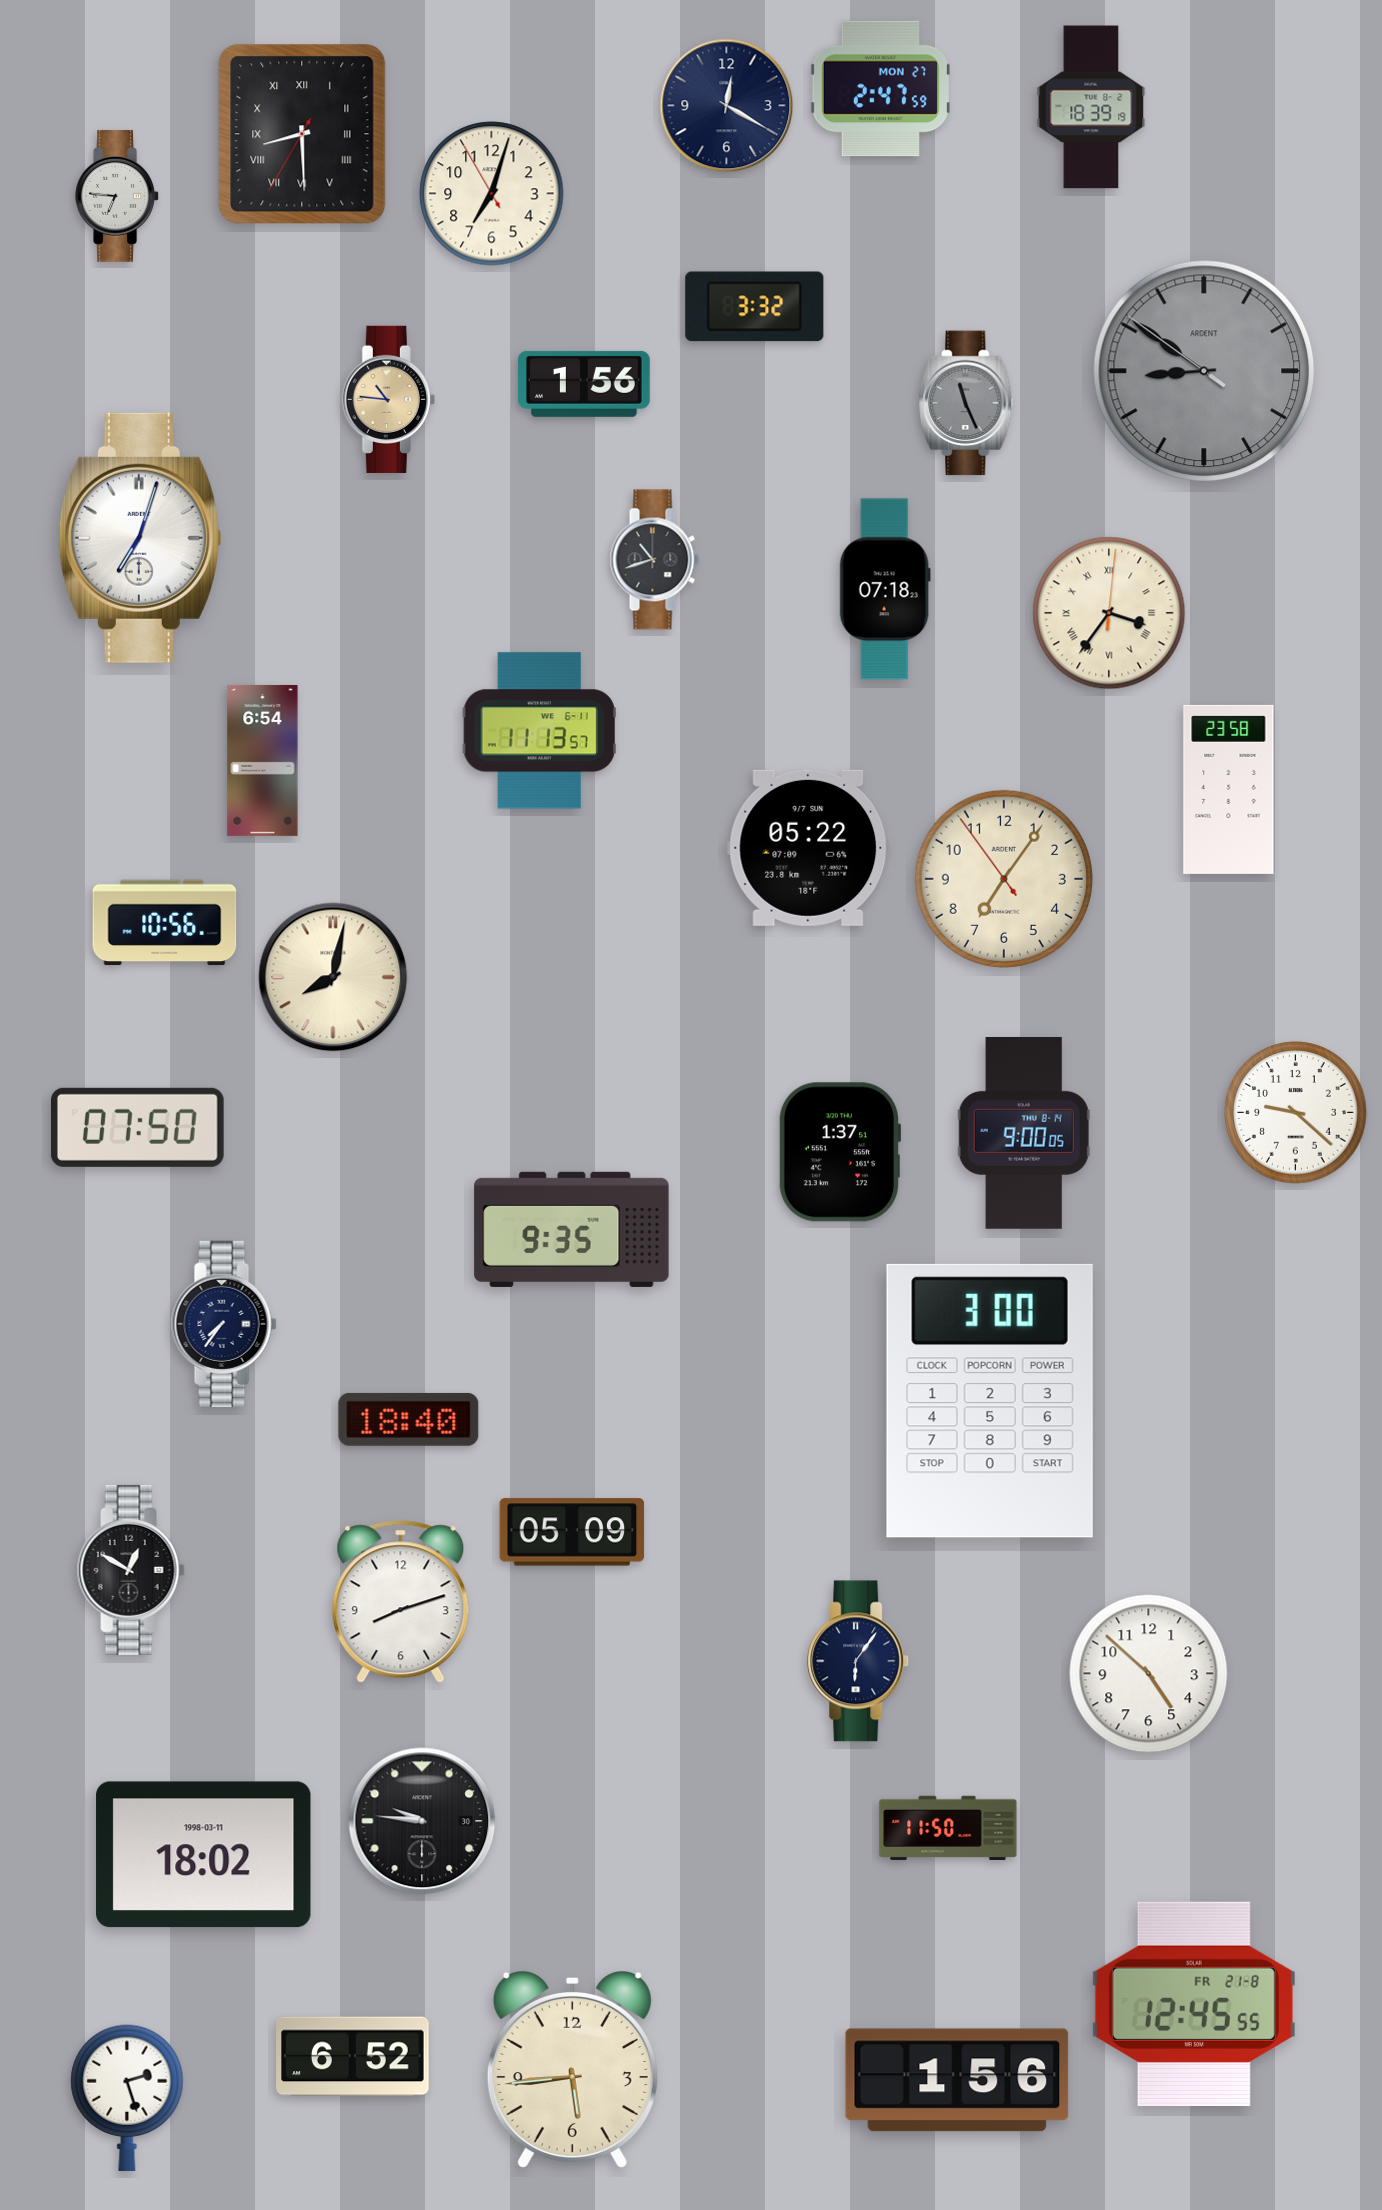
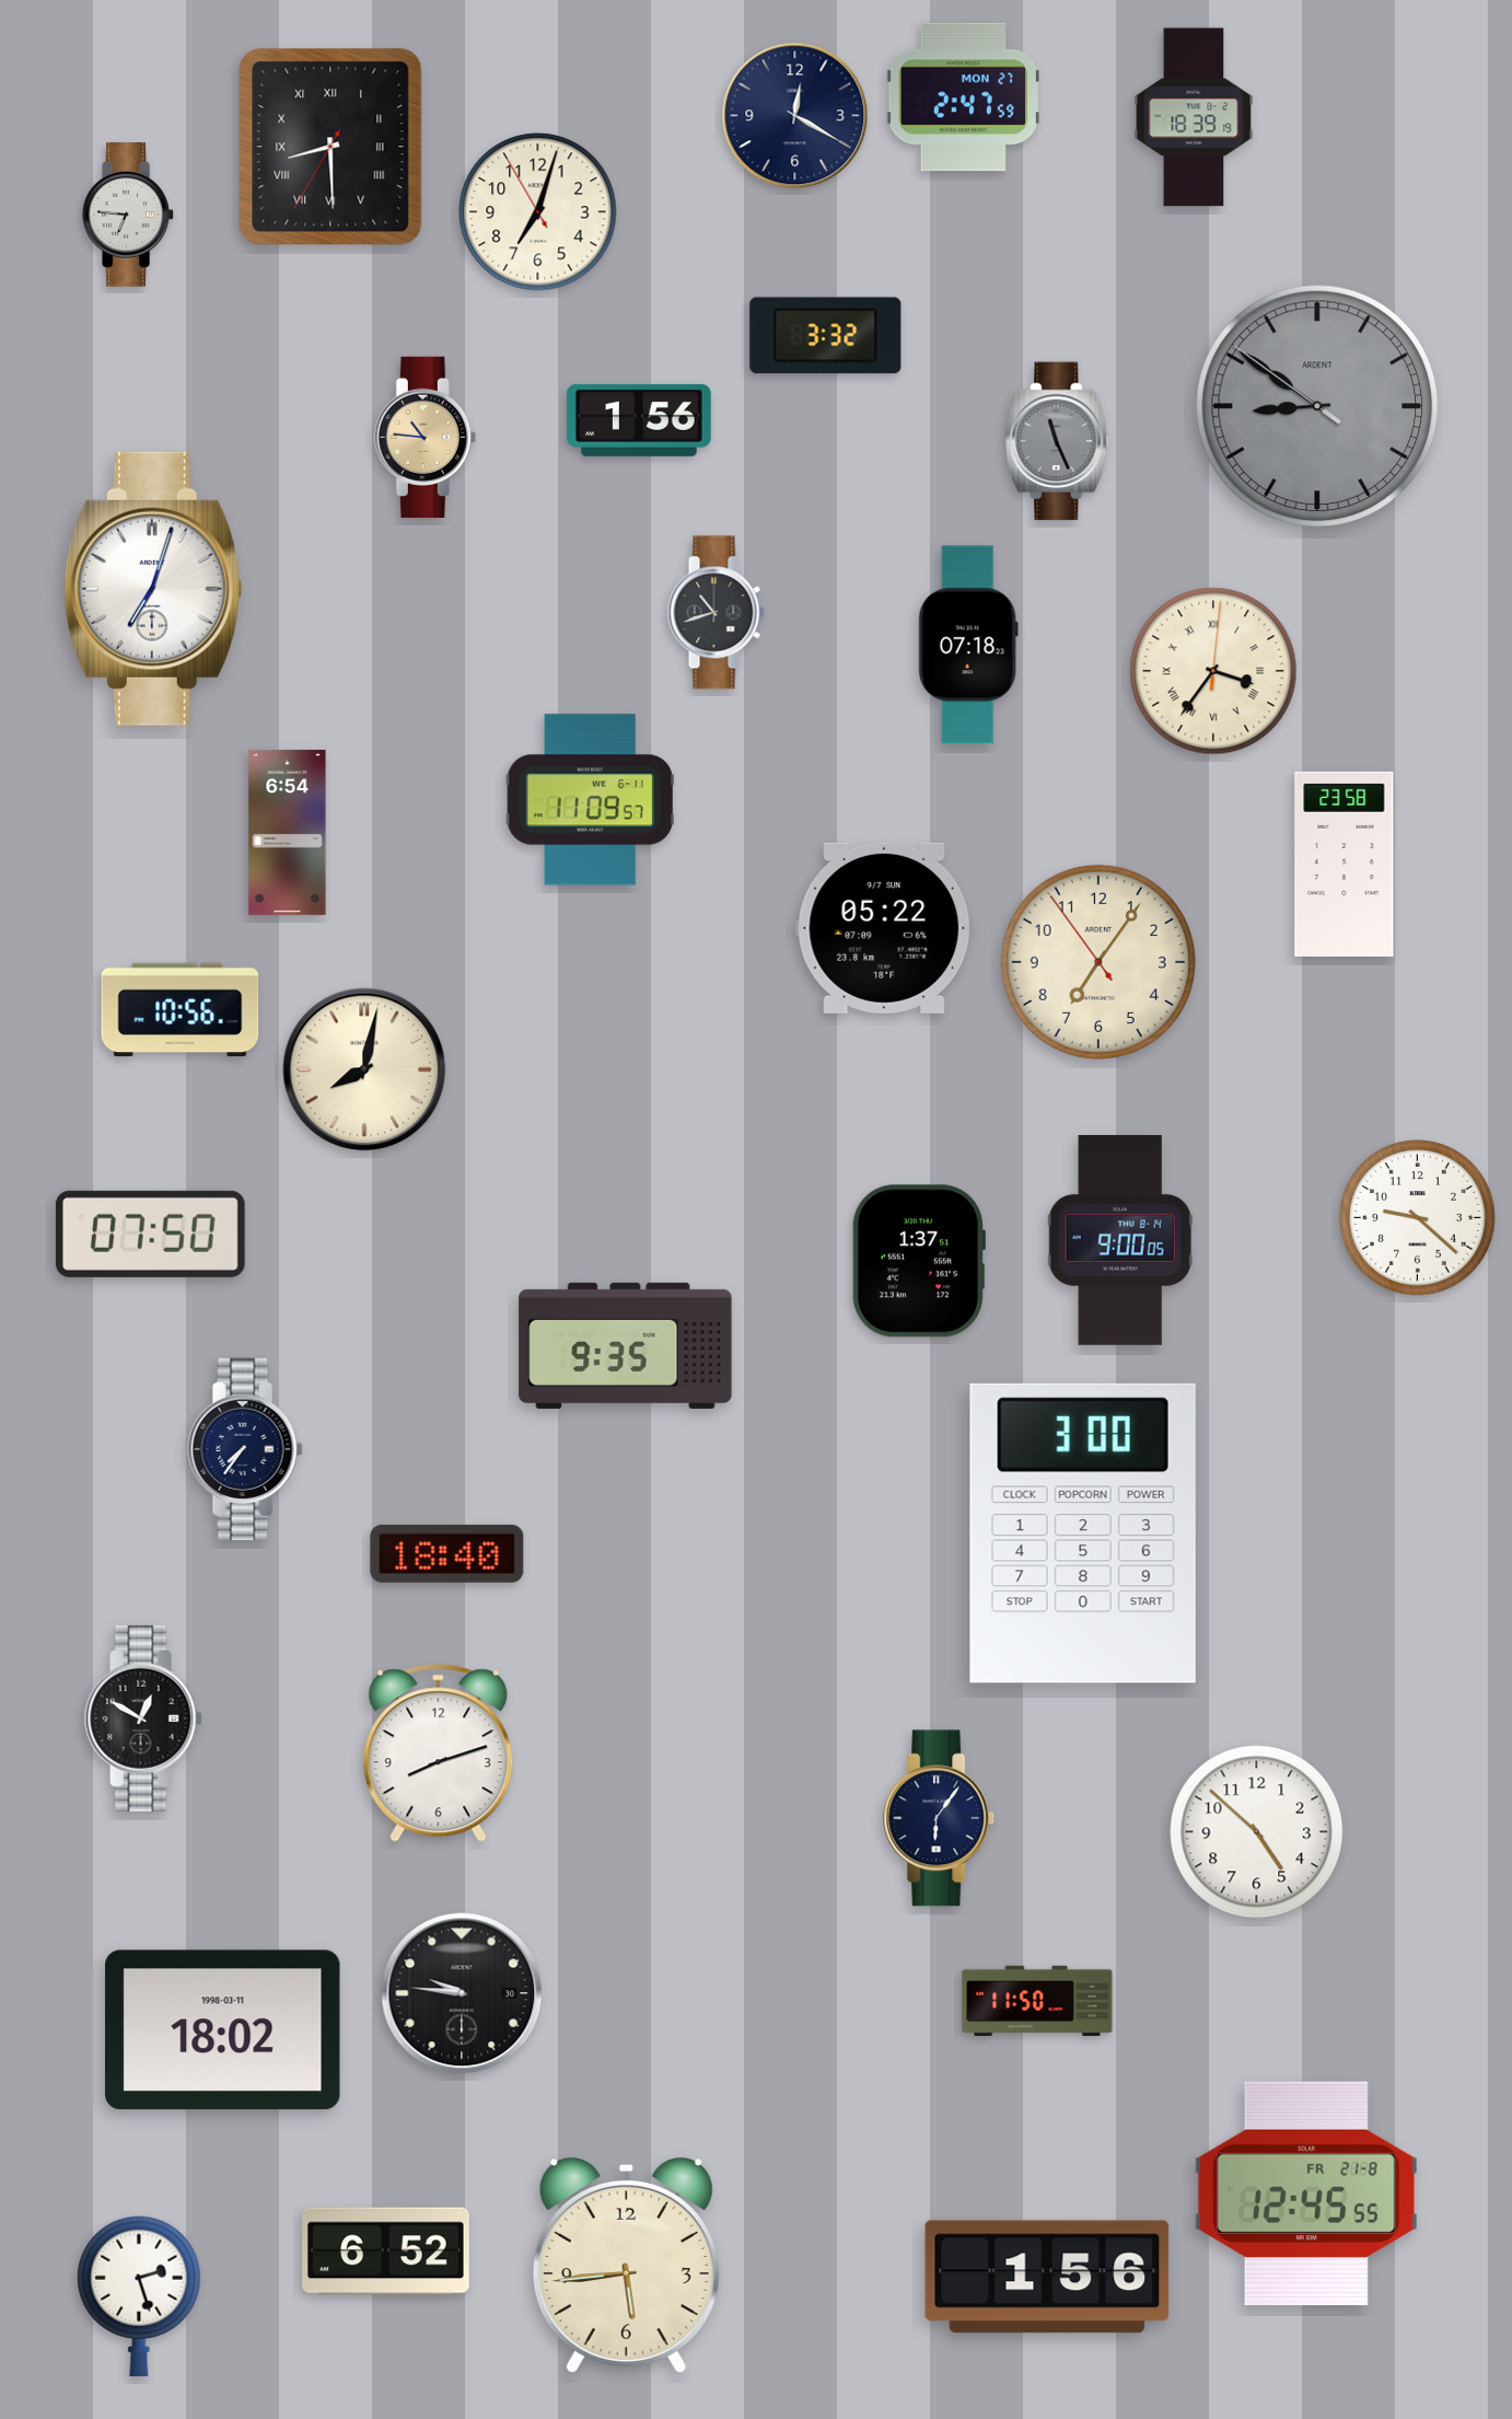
clock at (539, 731): 11:13 -> 11:09
clock at (572, 1532): 05:09 -> none
